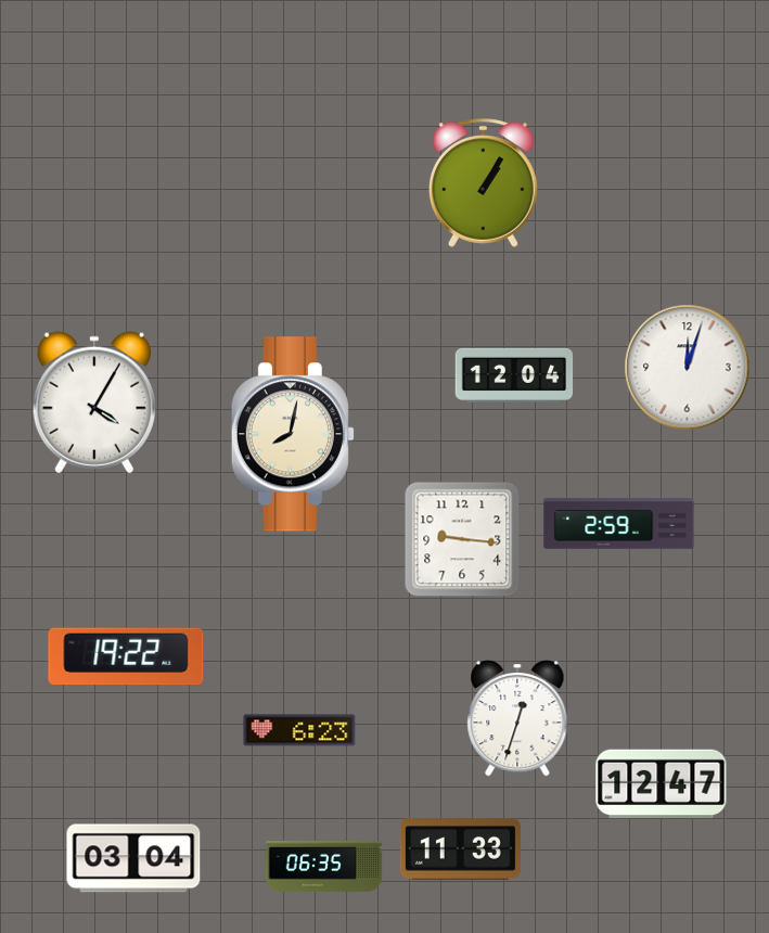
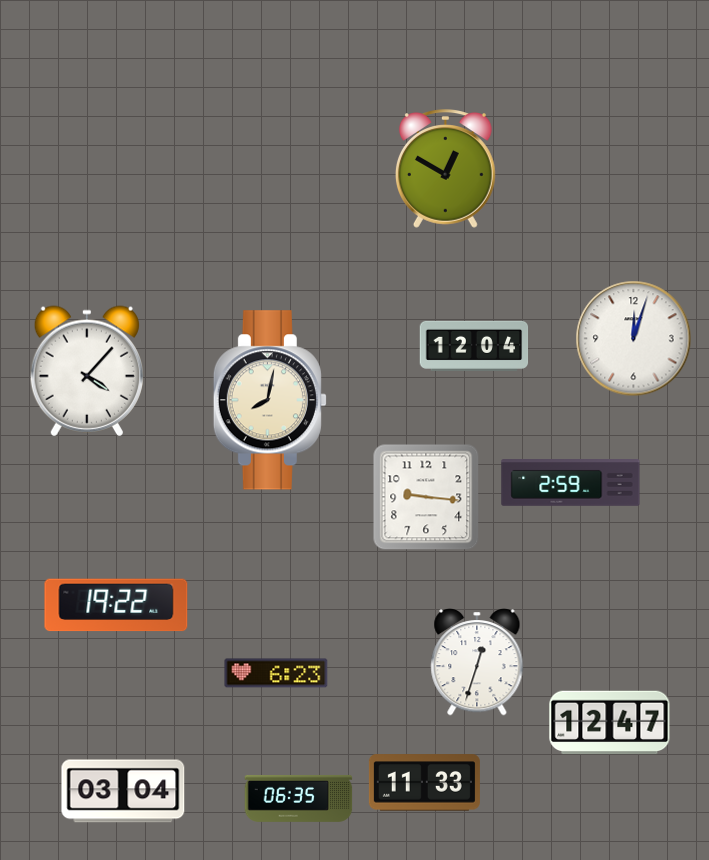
clock at (483, 183): 1:05 -> 12:50
clock at (94, 402): 4:05 -> 4:07
